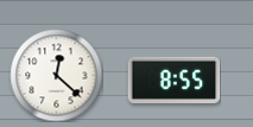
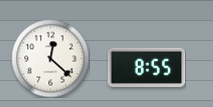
clock at (56, 75) position: (56, 75) -> (50, 58)
